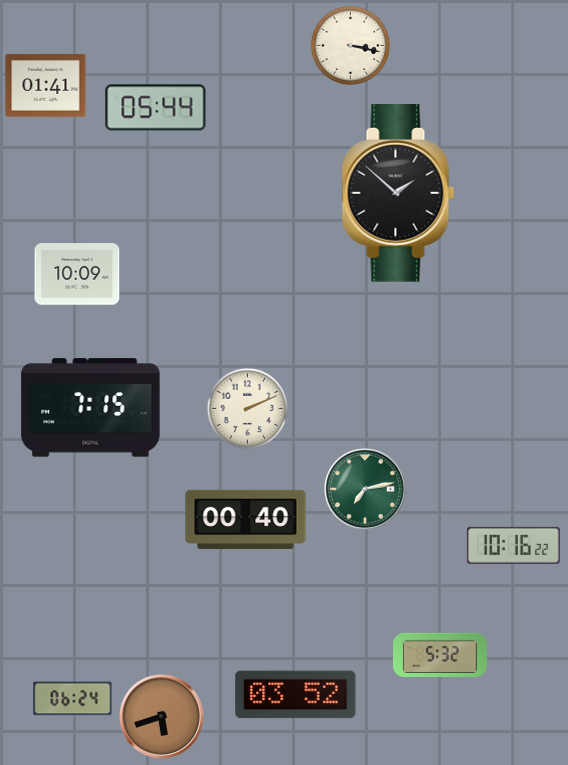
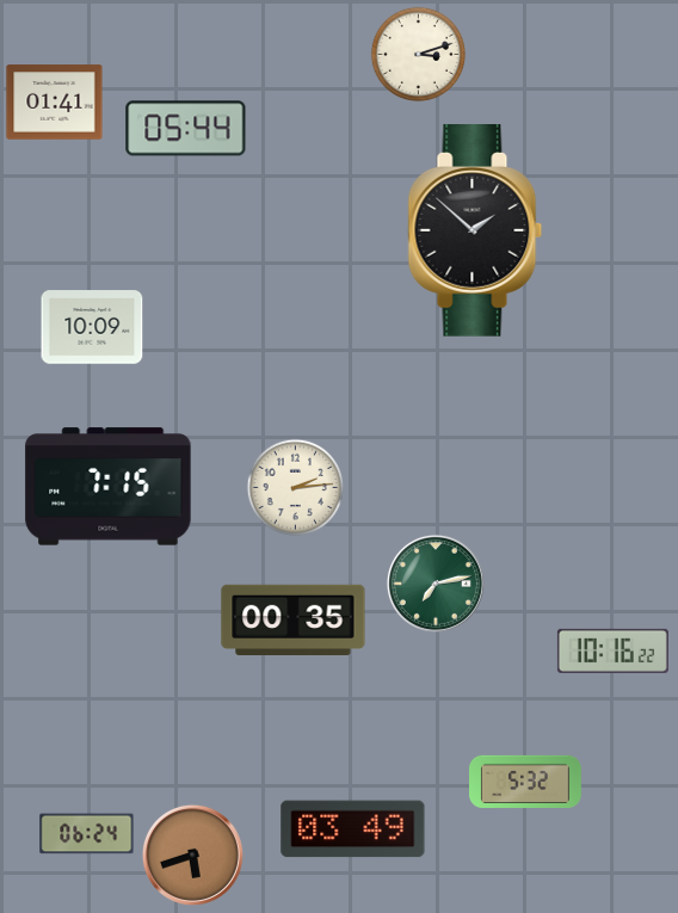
clock at (351, 46): 3:17 -> 3:12
clock at (247, 408): 2:11 -> 2:14
clock at (246, 520): 00:40 -> 00:35
clock at (296, 695): 03:52 -> 03:49
